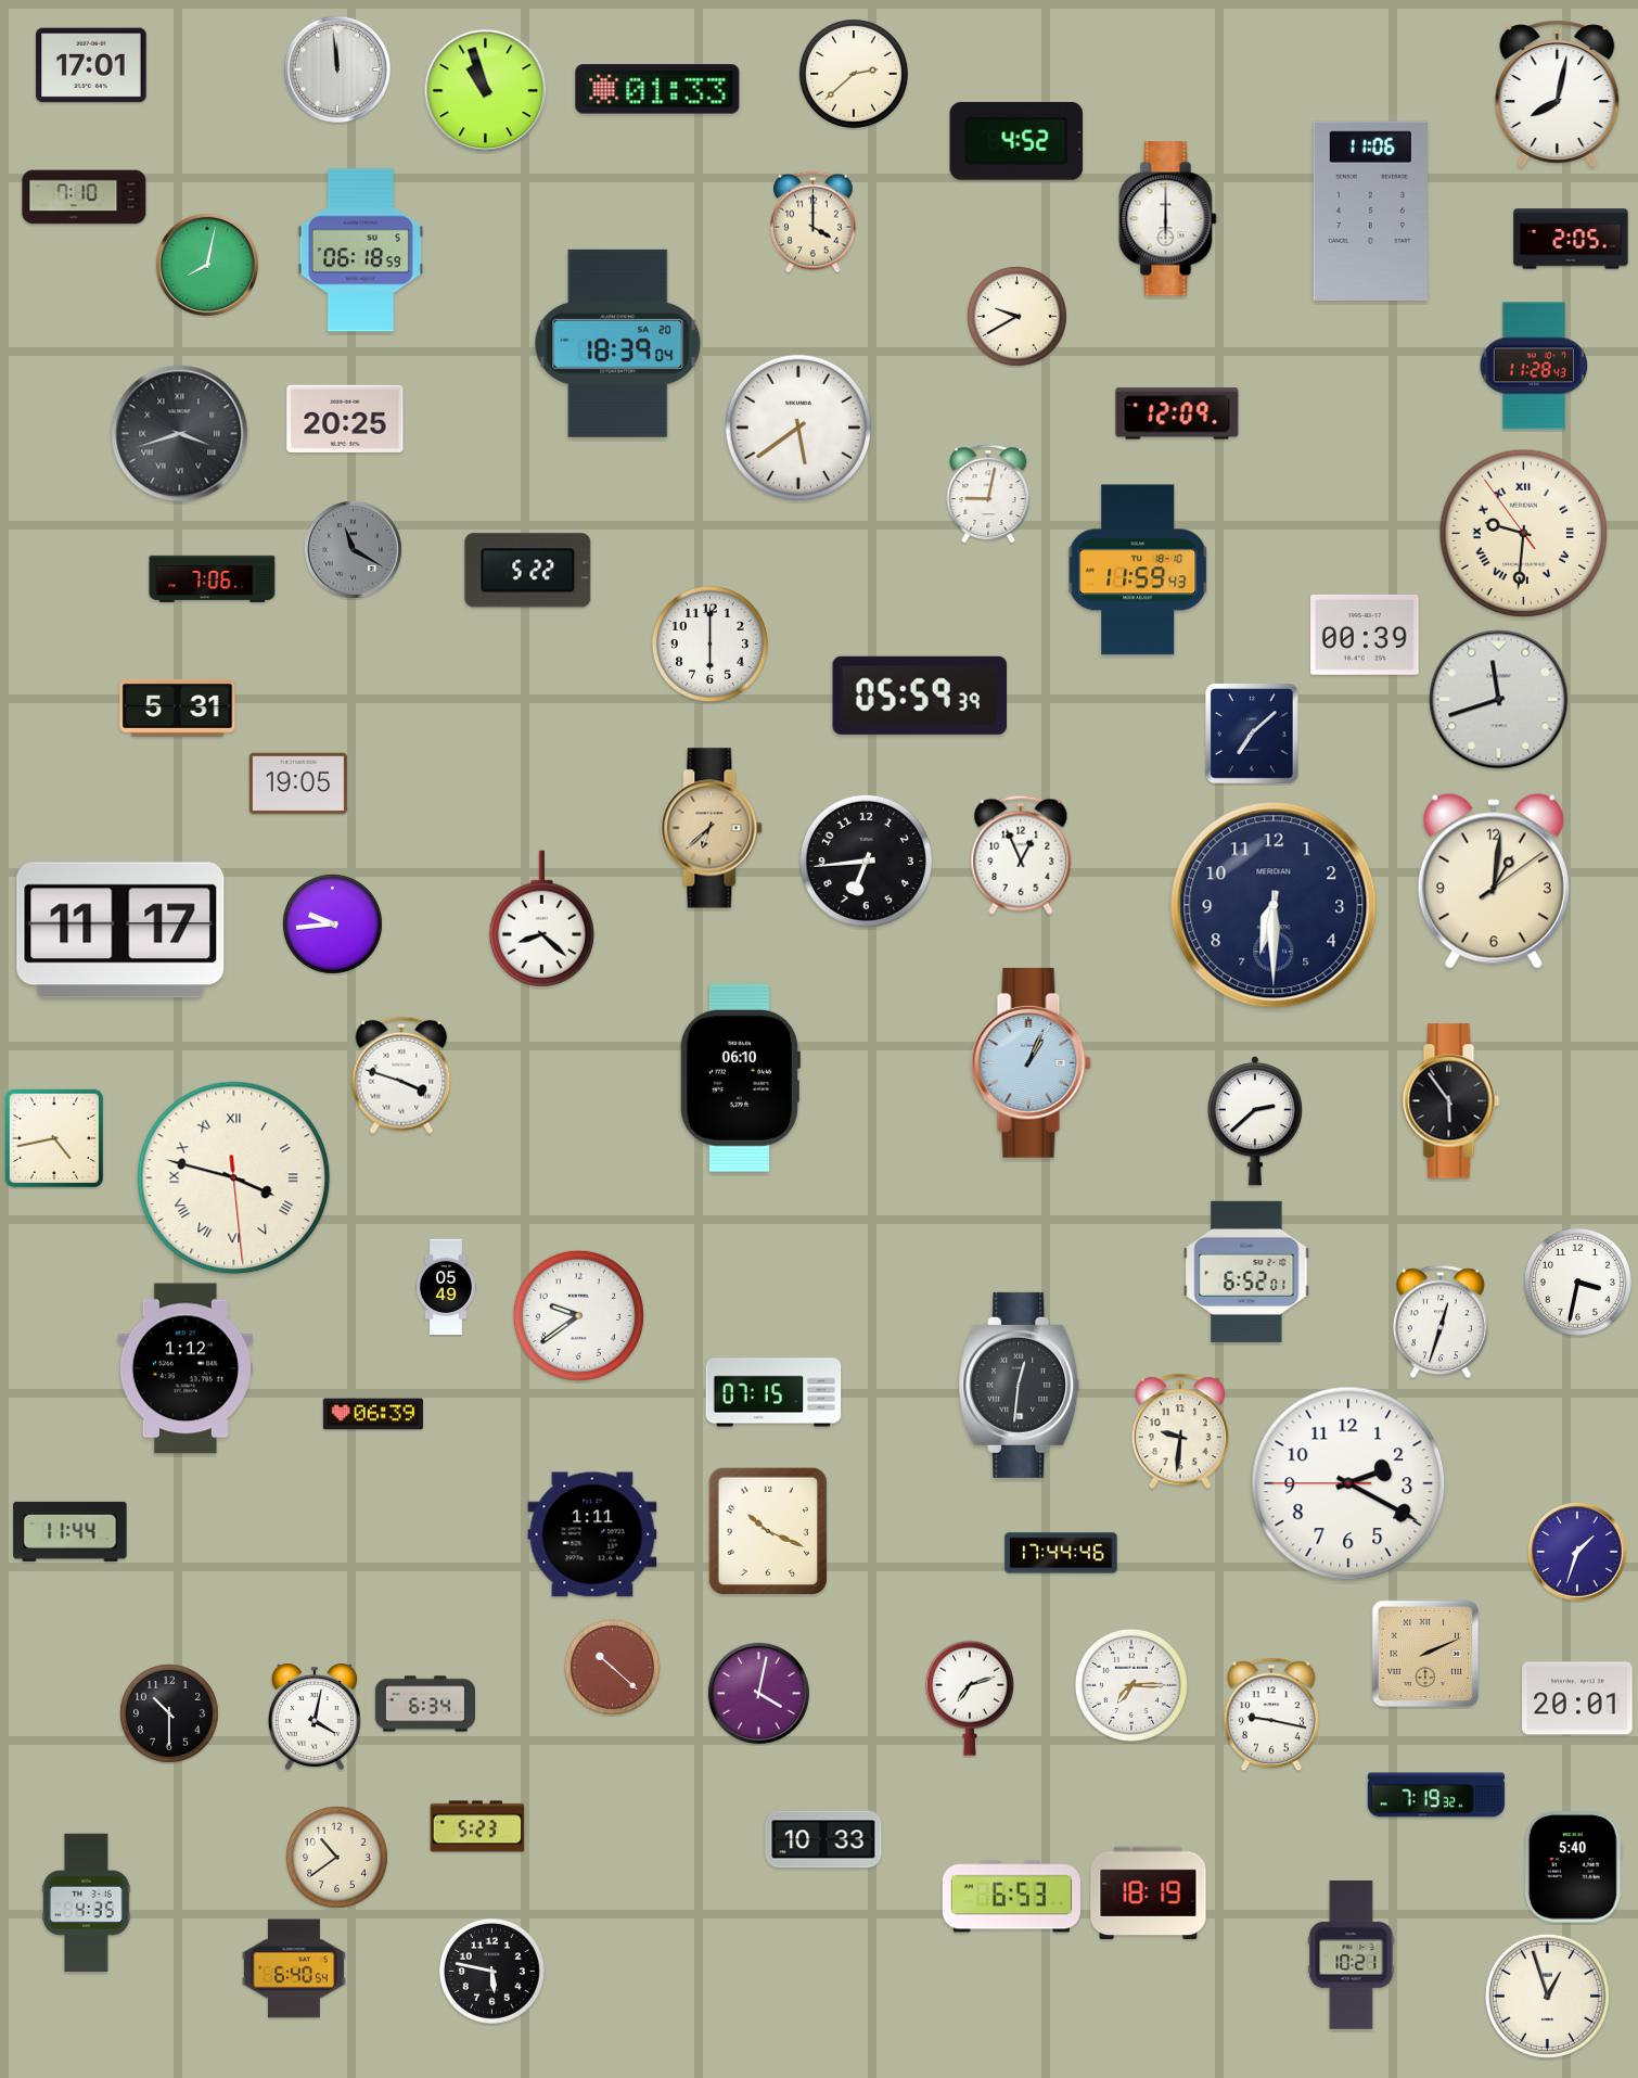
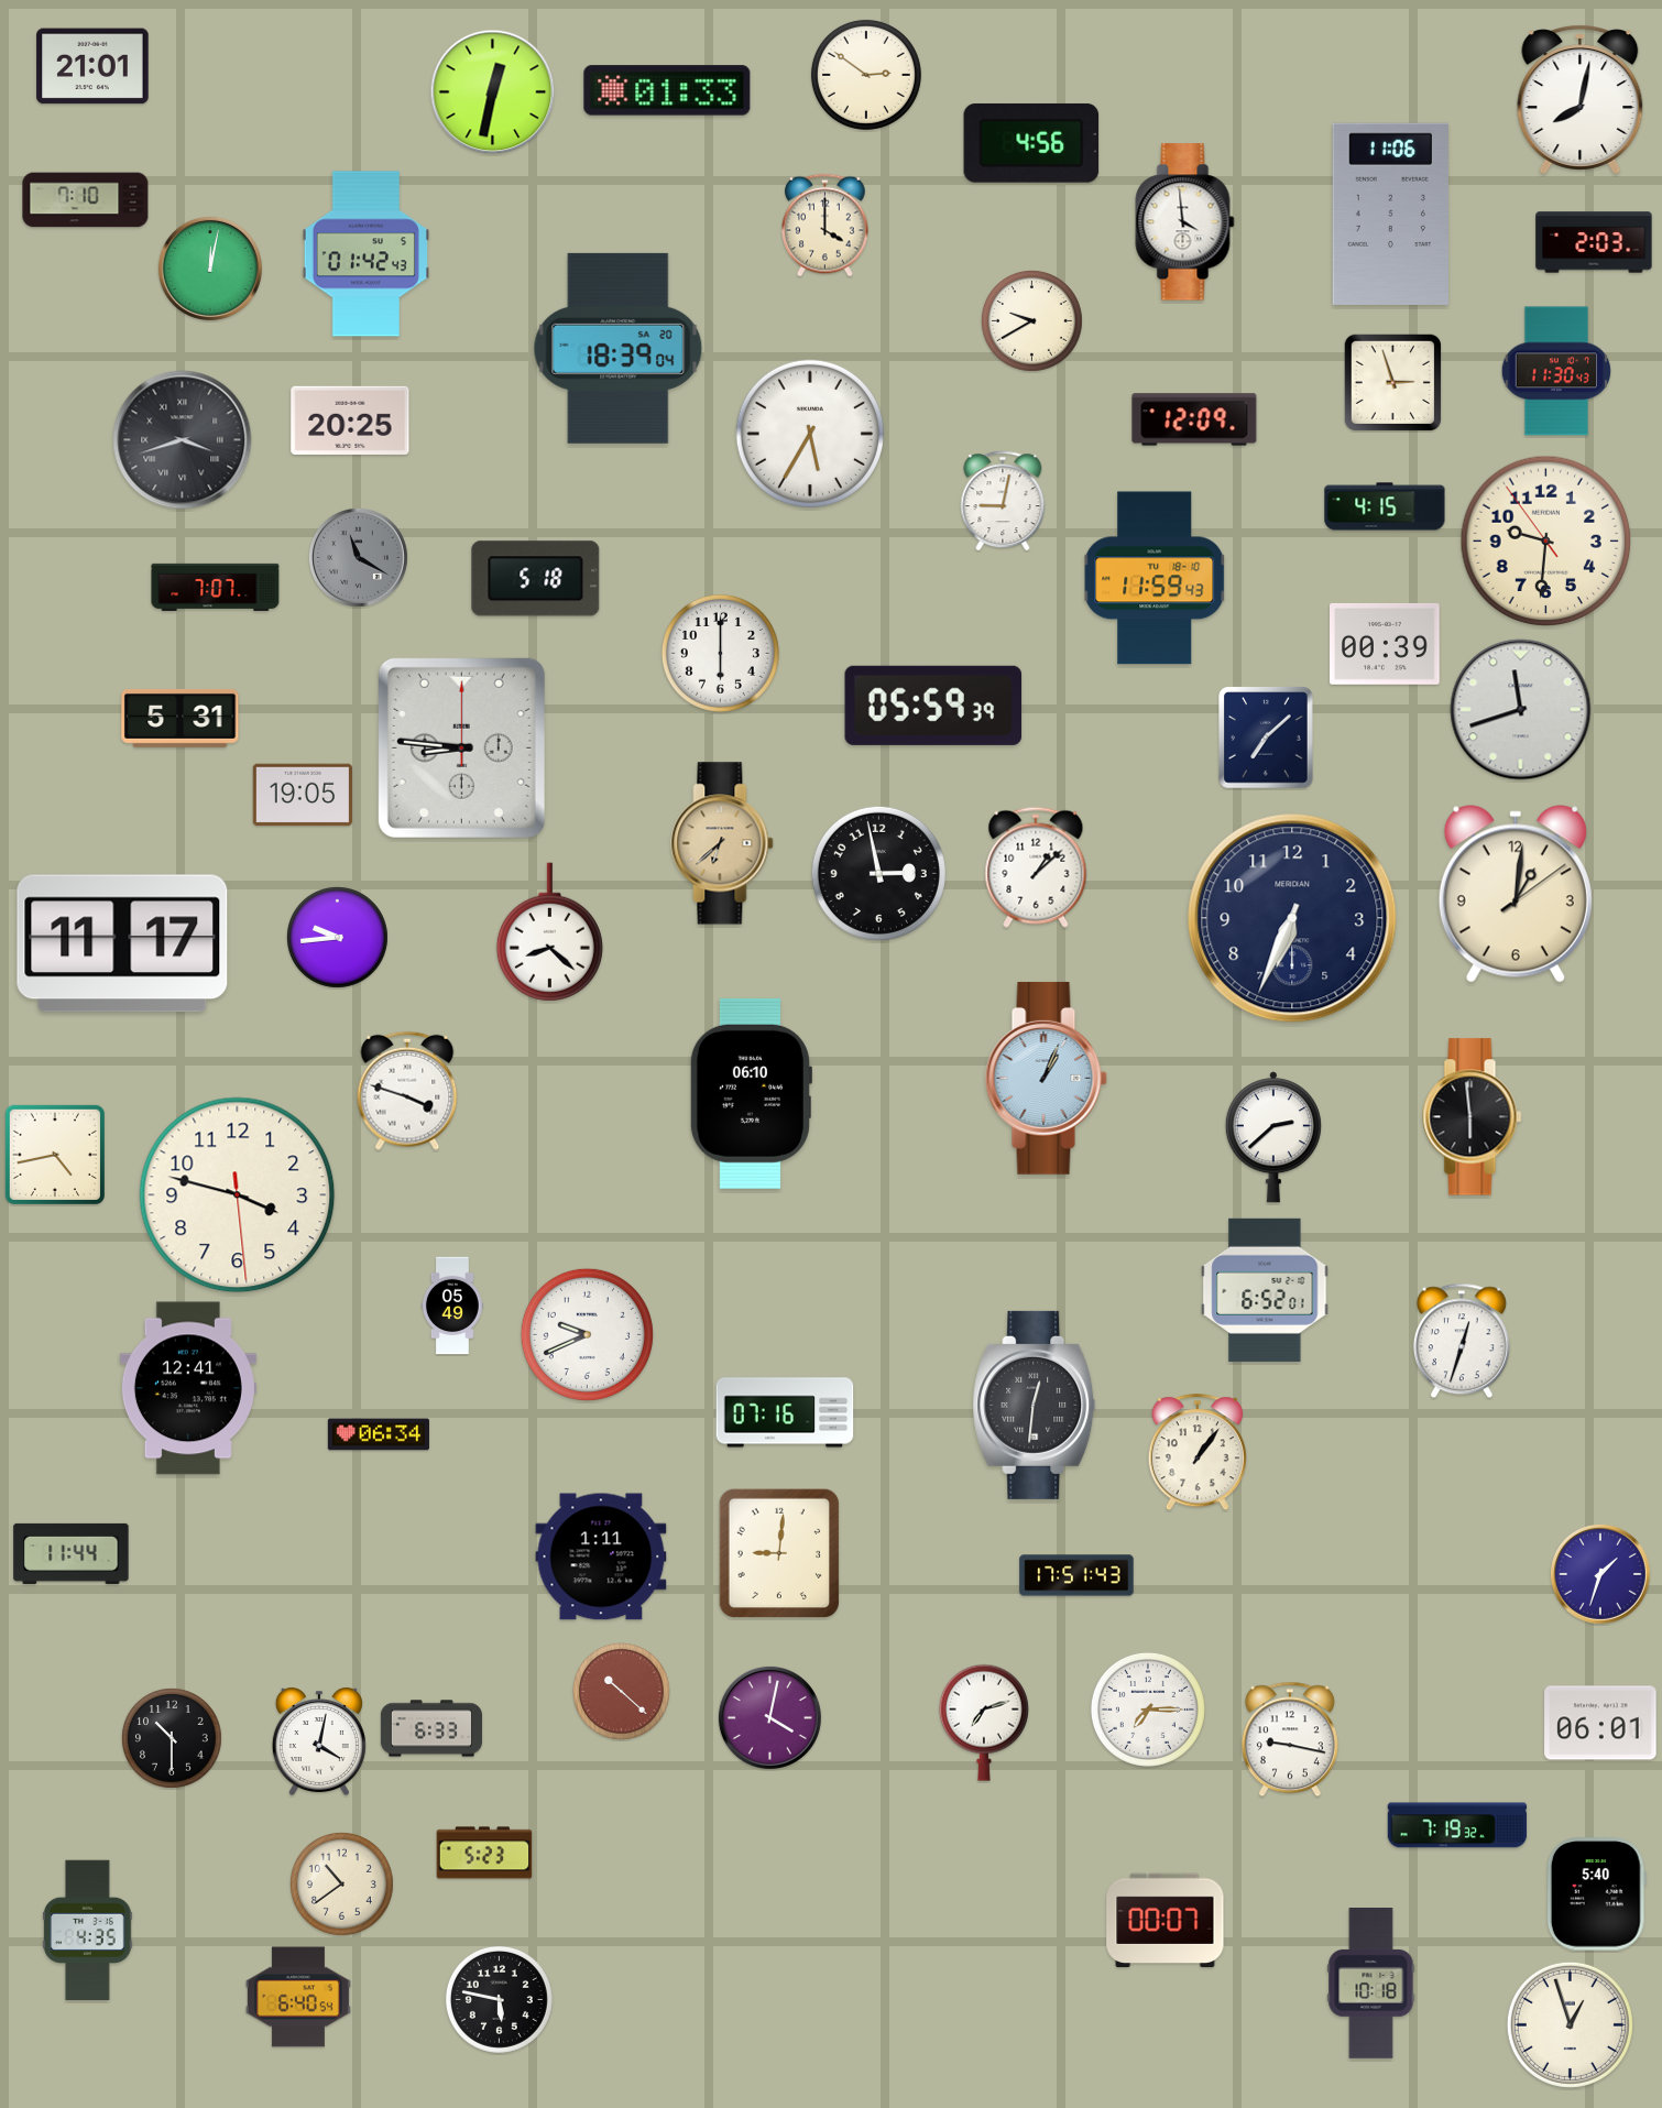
clock at (91, 65): 17:01 -> 21:01
clock at (337, 69): 11:59 -> none
clock at (854, 74): 2:38 -> 2:51
clock at (486, 91): 10:57 -> 12:32
clock at (1558, 93) position: (1558, 93) -> (1581, 99)
clock at (1016, 141): 4:52 -> 4:56
clock at (1168, 219): 6:00 -> 3:59
clock at (1571, 239): 2:05 -> 2:03
clock at (360, 251): 06:18 -> 01:42
clock at (207, 265): 8:02 -> 12:02
clock at (618, 343) position: (618, 343) -> (619, 348)
clock at (1534, 366): 11:28 -> 11:30
clock at (1392, 382): none -> 2:57
clock at (345, 418) position: (345, 418) -> (350, 419)
clock at (798, 428): 5:39 -> 5:35
clock at (1385, 506): none -> 4:15
clock at (1524, 534) numerals: Roman -> Arabic
clock at (528, 571): 5:22 -> 5:18
clock at (213, 578): 7:06 -> 7:07
clock at (1252, 734) position: (1252, 734) -> (1266, 738)
clock at (461, 747): none -> 8:46
clock at (712, 828) position: (712, 828) -> (722, 843)
clock at (1021, 855): 12:56 -> 1:08
clock at (866, 860): 6:44 -> 2:58
clock at (1274, 905): 6:30 -> 6:34
clock at (1451, 1101): 5:54 -> 5:59
clock at (234, 1178) numerals: Roman -> Arabic
clock at (1577, 1282): 3:32 -> none
clock at (578, 1315): 9:39 -> 9:41
clock at (185, 1368): 1:12 -> 12:41
clock at (773, 1392): 07:15 -> 07:16
clock at (373, 1414): 06:39 -> 06:34
clock at (1180, 1432): 9:31 -> 1:06
clock at (1348, 1483): 2:19 -> none
clock at (768, 1531): 10:19 -> 9:01
clock at (1061, 1553): 17:44 -> 17:51
clock at (1425, 1654): 2:11 -> none
clock at (1577, 1698): 20:01 -> 06:01
clock at (424, 1704): 6:34 -> 6:33
clock at (1436, 1795) position: (1436, 1795) -> (1457, 1825)
clock at (823, 1839): 10:33 -> none
clock at (1149, 1894): 18:19 -> 00:07
clock at (1011, 1897): 6:53 -> none
clock at (1352, 1955): 10:21 -> 10:18
